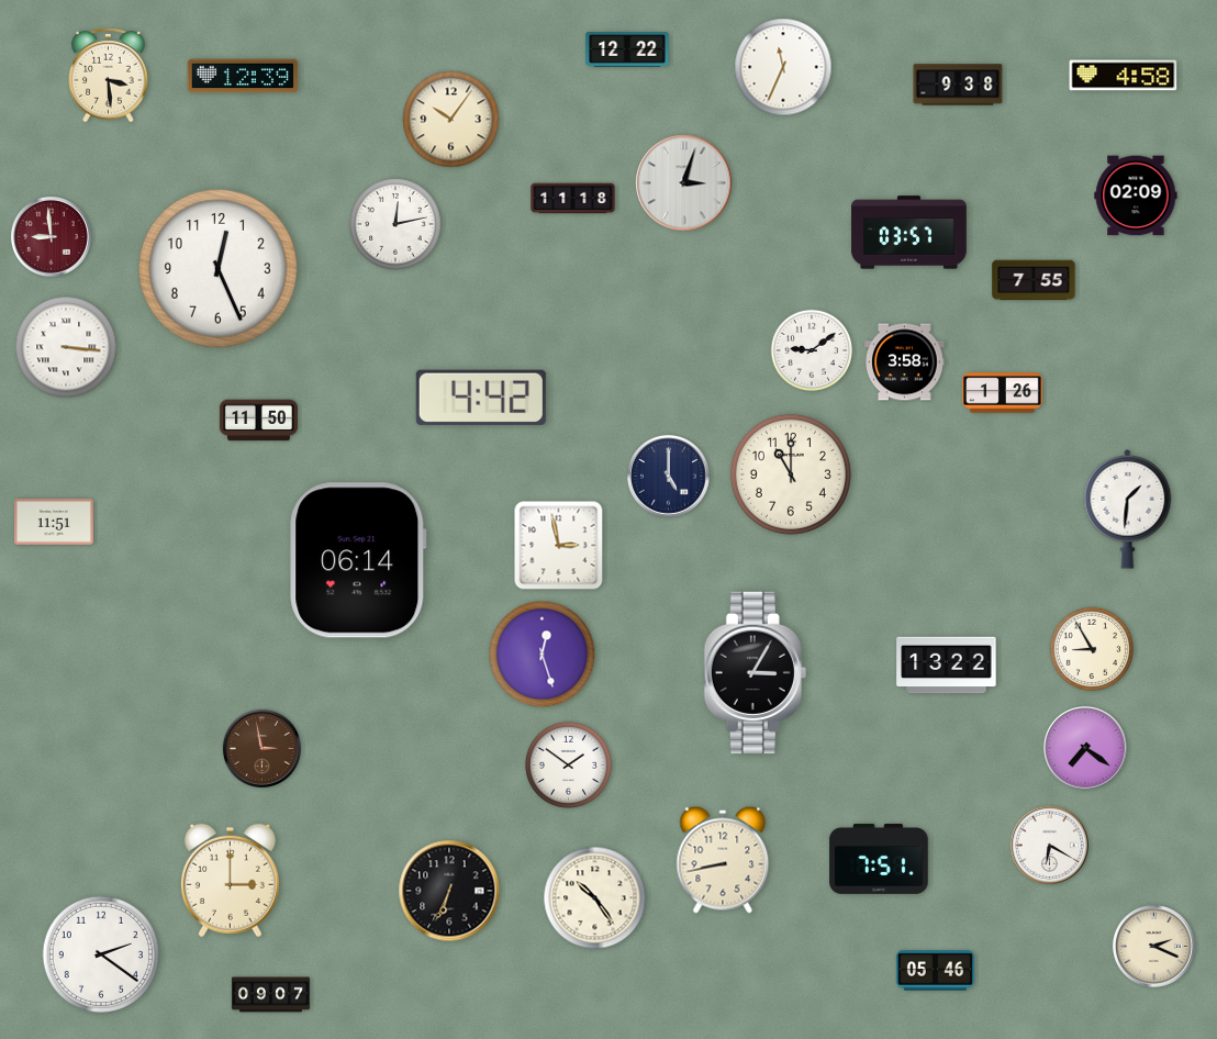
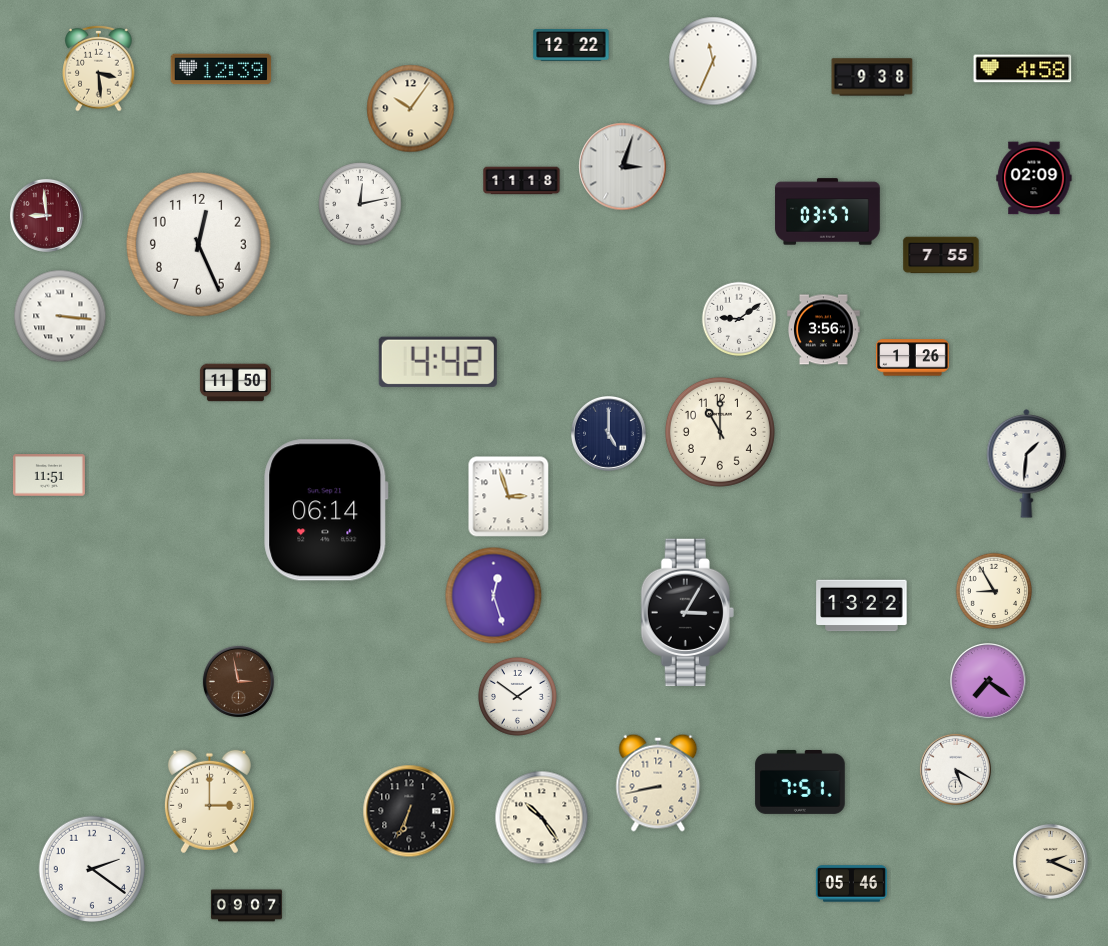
clock at (905, 362): 3:58 -> 3:56
clock at (559, 546): 2:58 -> 2:57
clock at (1049, 845): 6:20 -> 5:20
